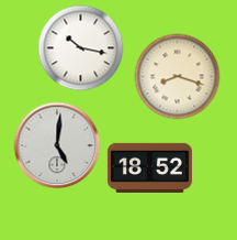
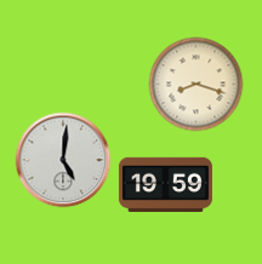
clock at (80, 47): 10:17 -> none
clock at (149, 167): 18:52 -> 19:59
